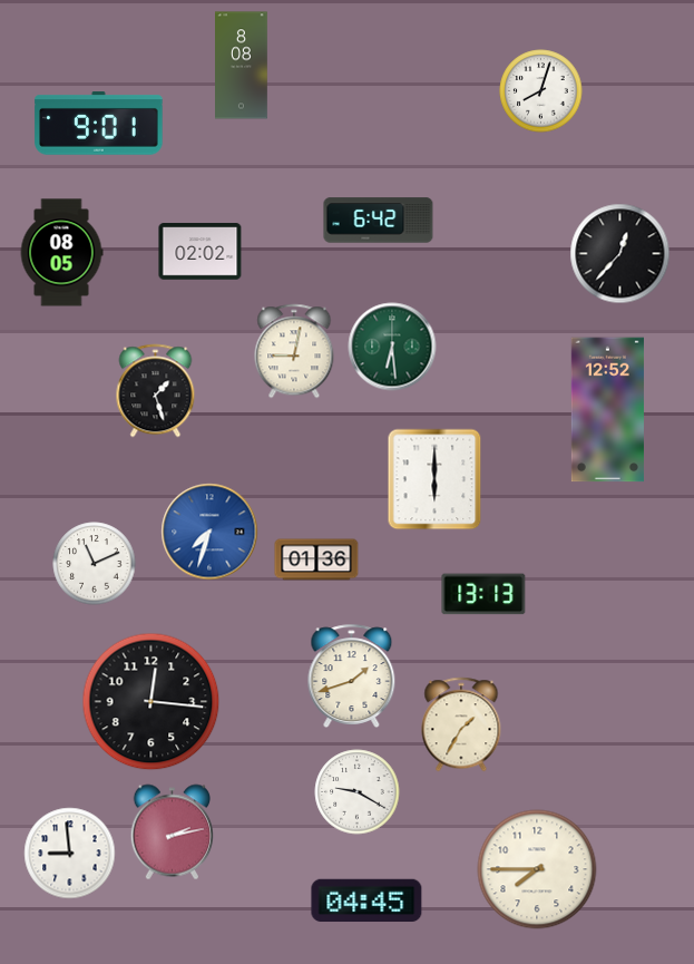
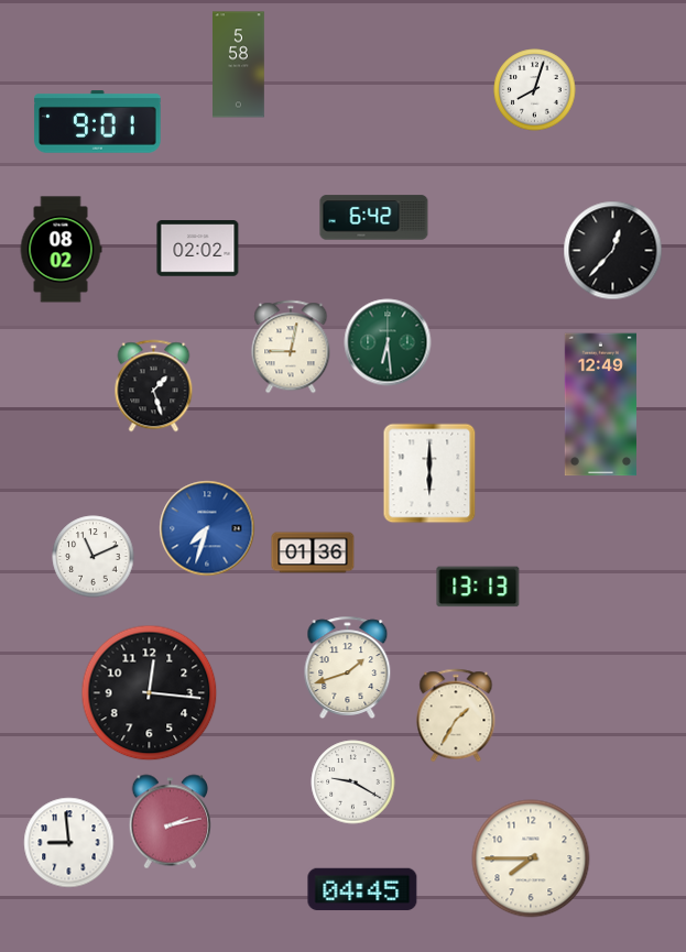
clock at (242, 66): 8:08 -> 5:58
clock at (61, 253): 08:05 -> 08:02
clock at (607, 410): 12:52 -> 12:49
clock at (209, 532) position: (209, 532) -> (207, 528)
